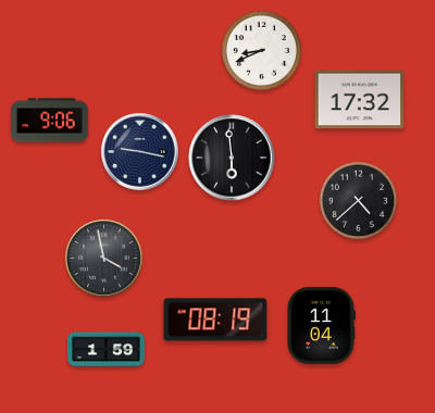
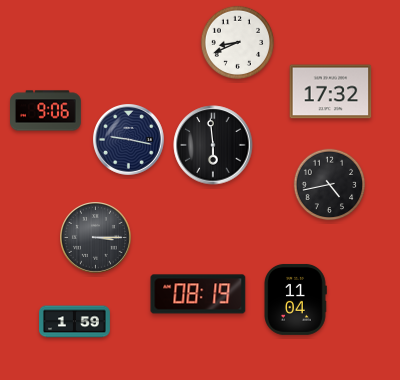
clock at (261, 50) position: (261, 50) -> (237, 42)
clock at (359, 201): 4:38 -> 4:43
clock at (104, 259): 3:58 -> 3:15
clock at (107, 350) position: (107, 350) -> (75, 322)
